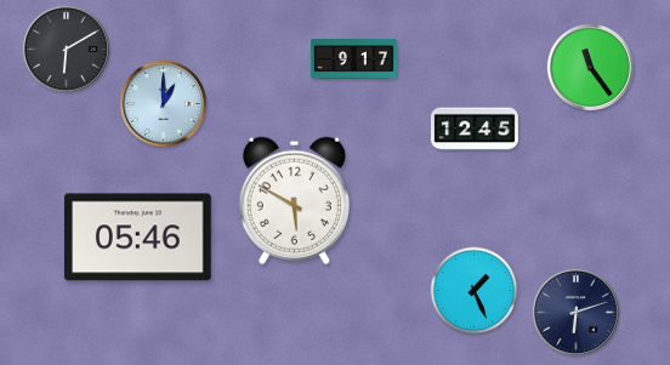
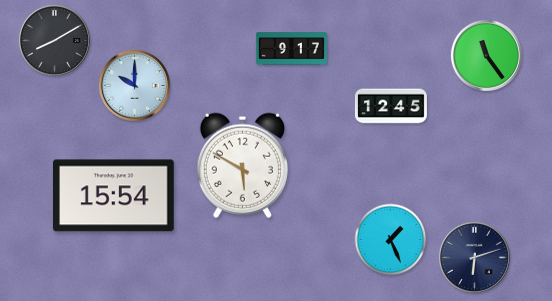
clock at (66, 49): 6:10 -> 8:10
clock at (163, 103): 1:00 -> 10:00
clock at (137, 238): 05:46 -> 15:54
